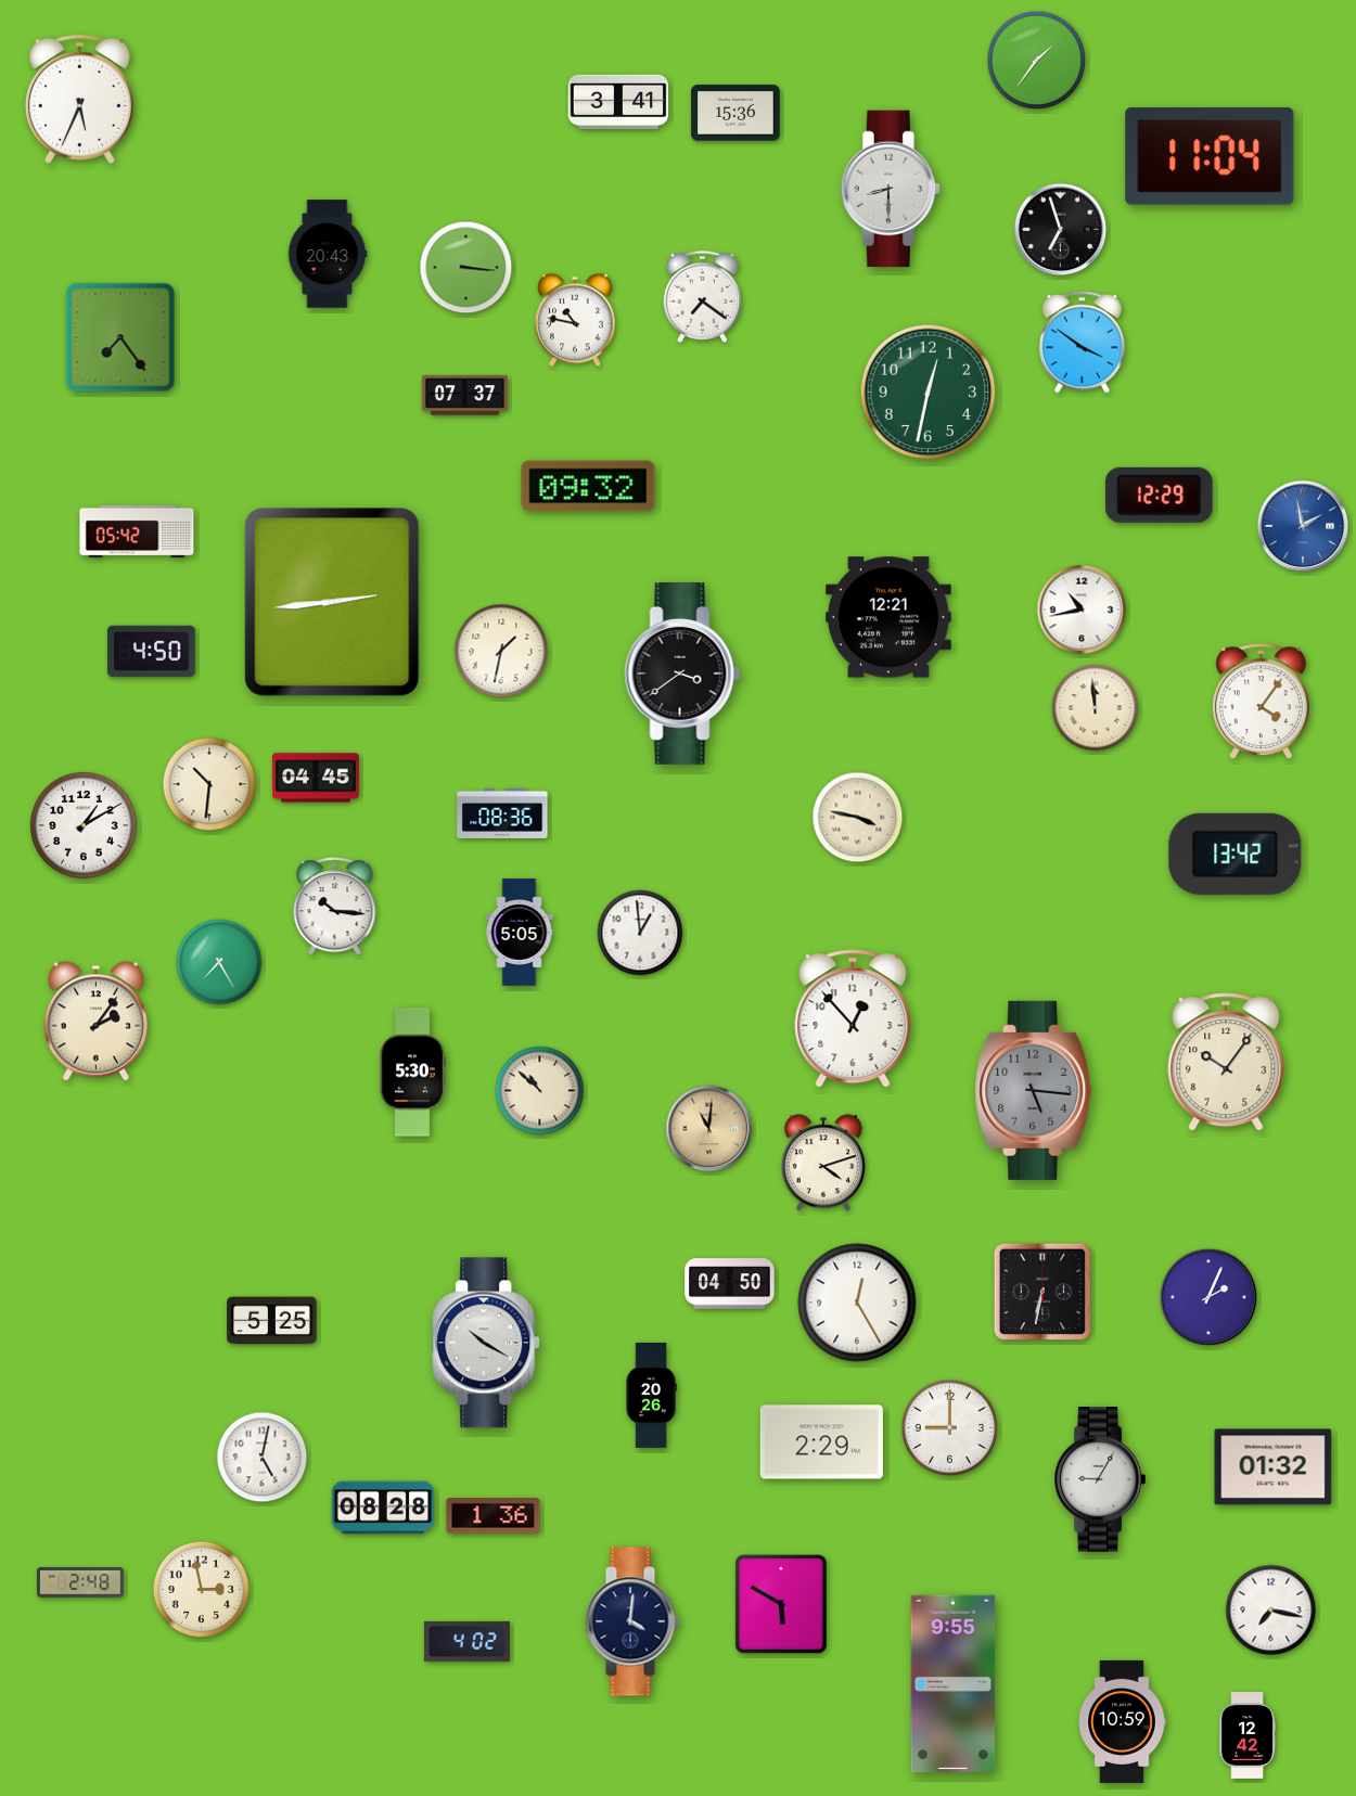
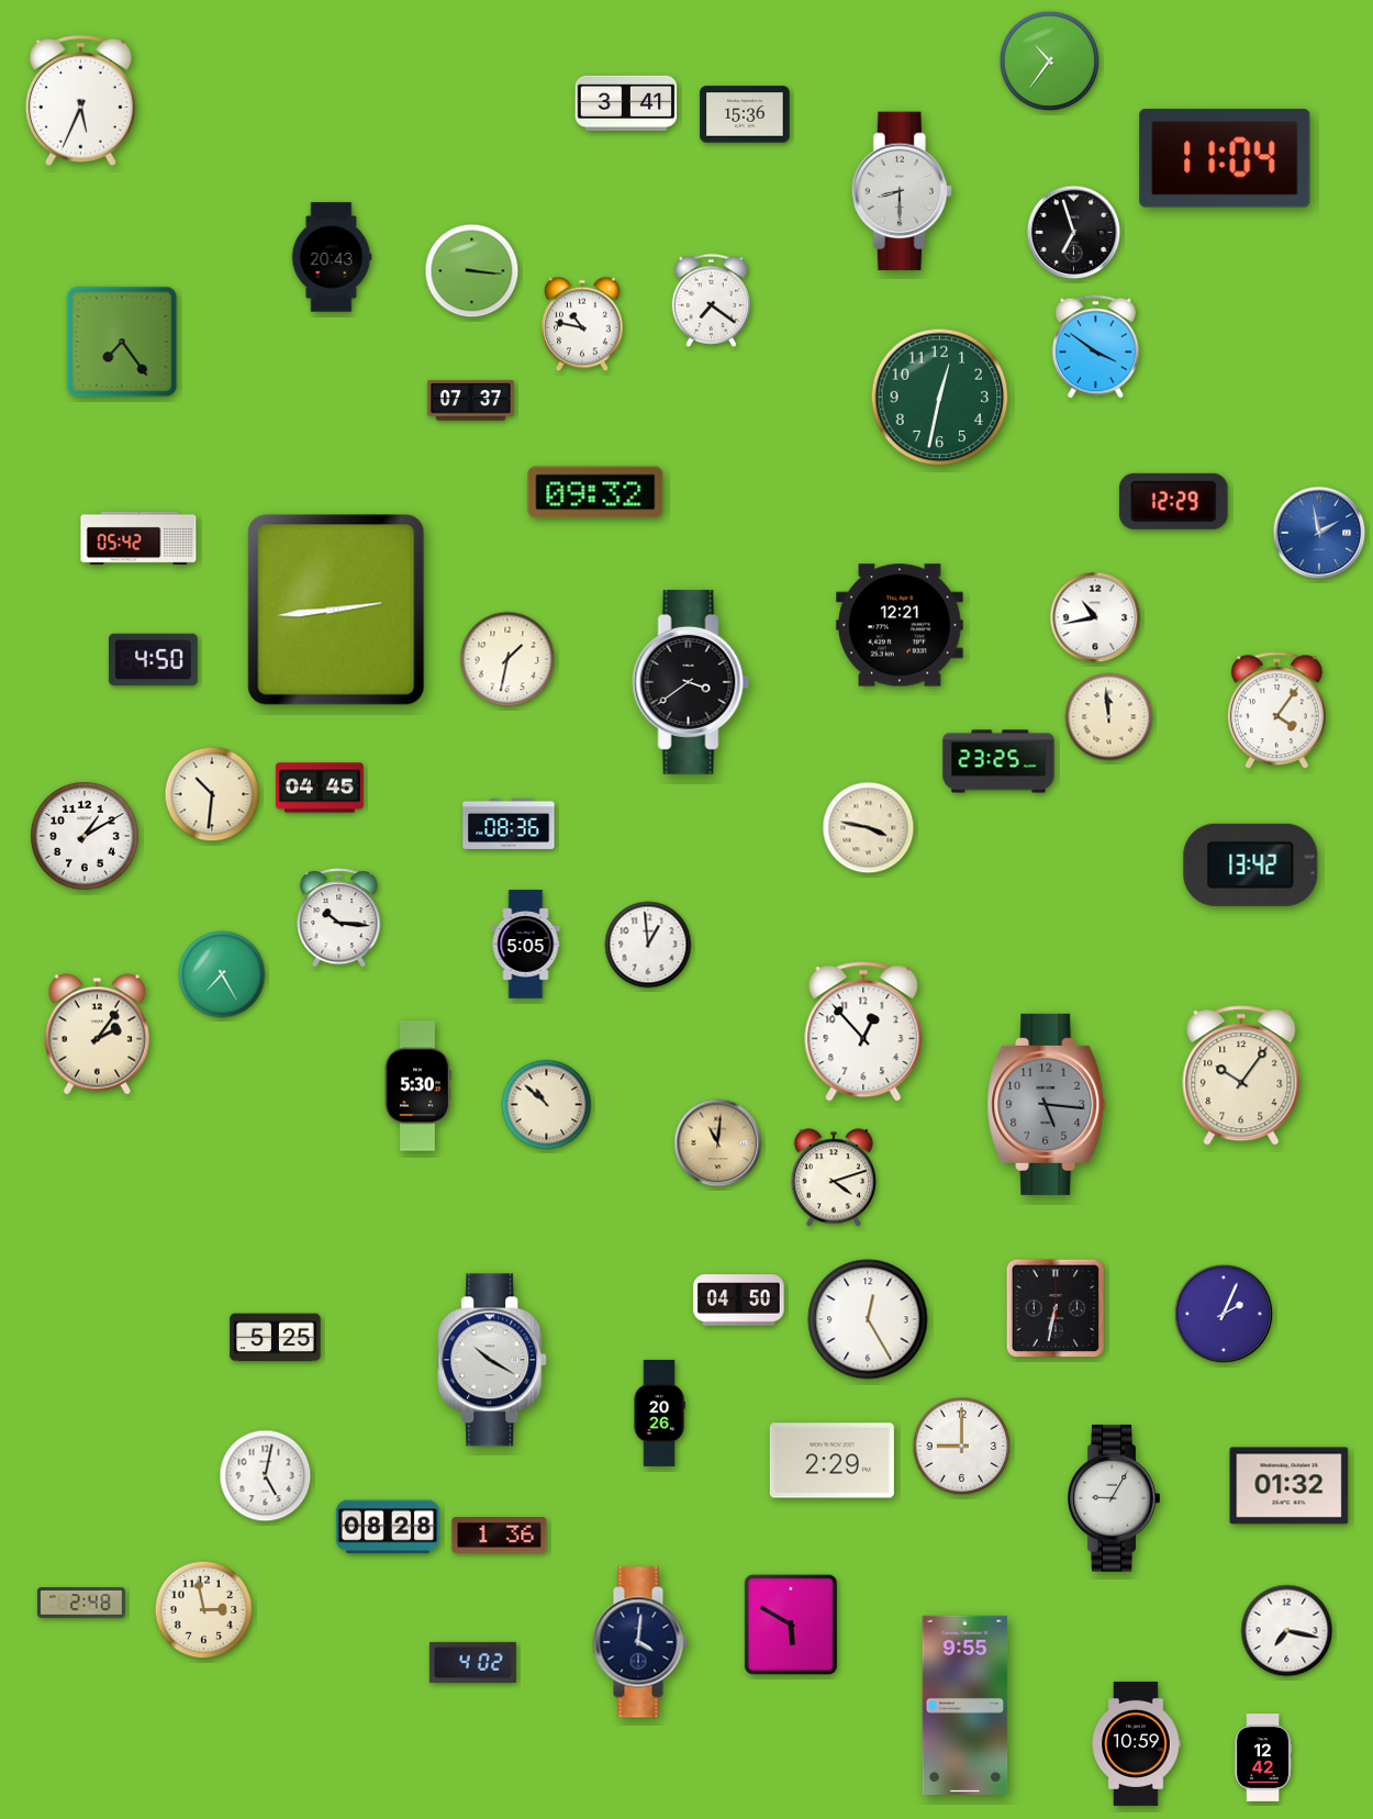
clock at (1037, 61): 1:36 -> 10:36
clock at (998, 761): none -> 23:25
